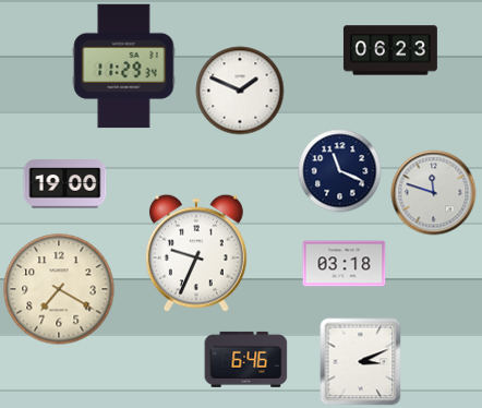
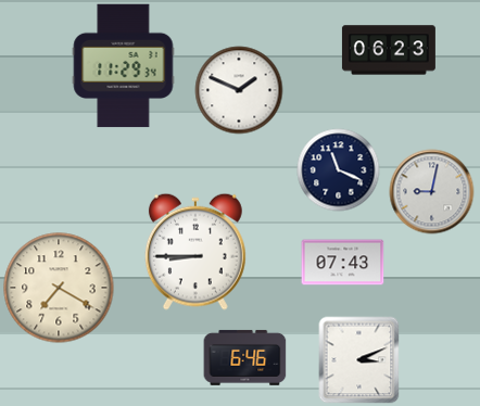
clock at (65, 184): 19:00 -> none
clock at (434, 193): 11:48 -> 9:02
clock at (196, 253): 9:34 -> 8:45
clock at (345, 264): 03:18 -> 07:43
